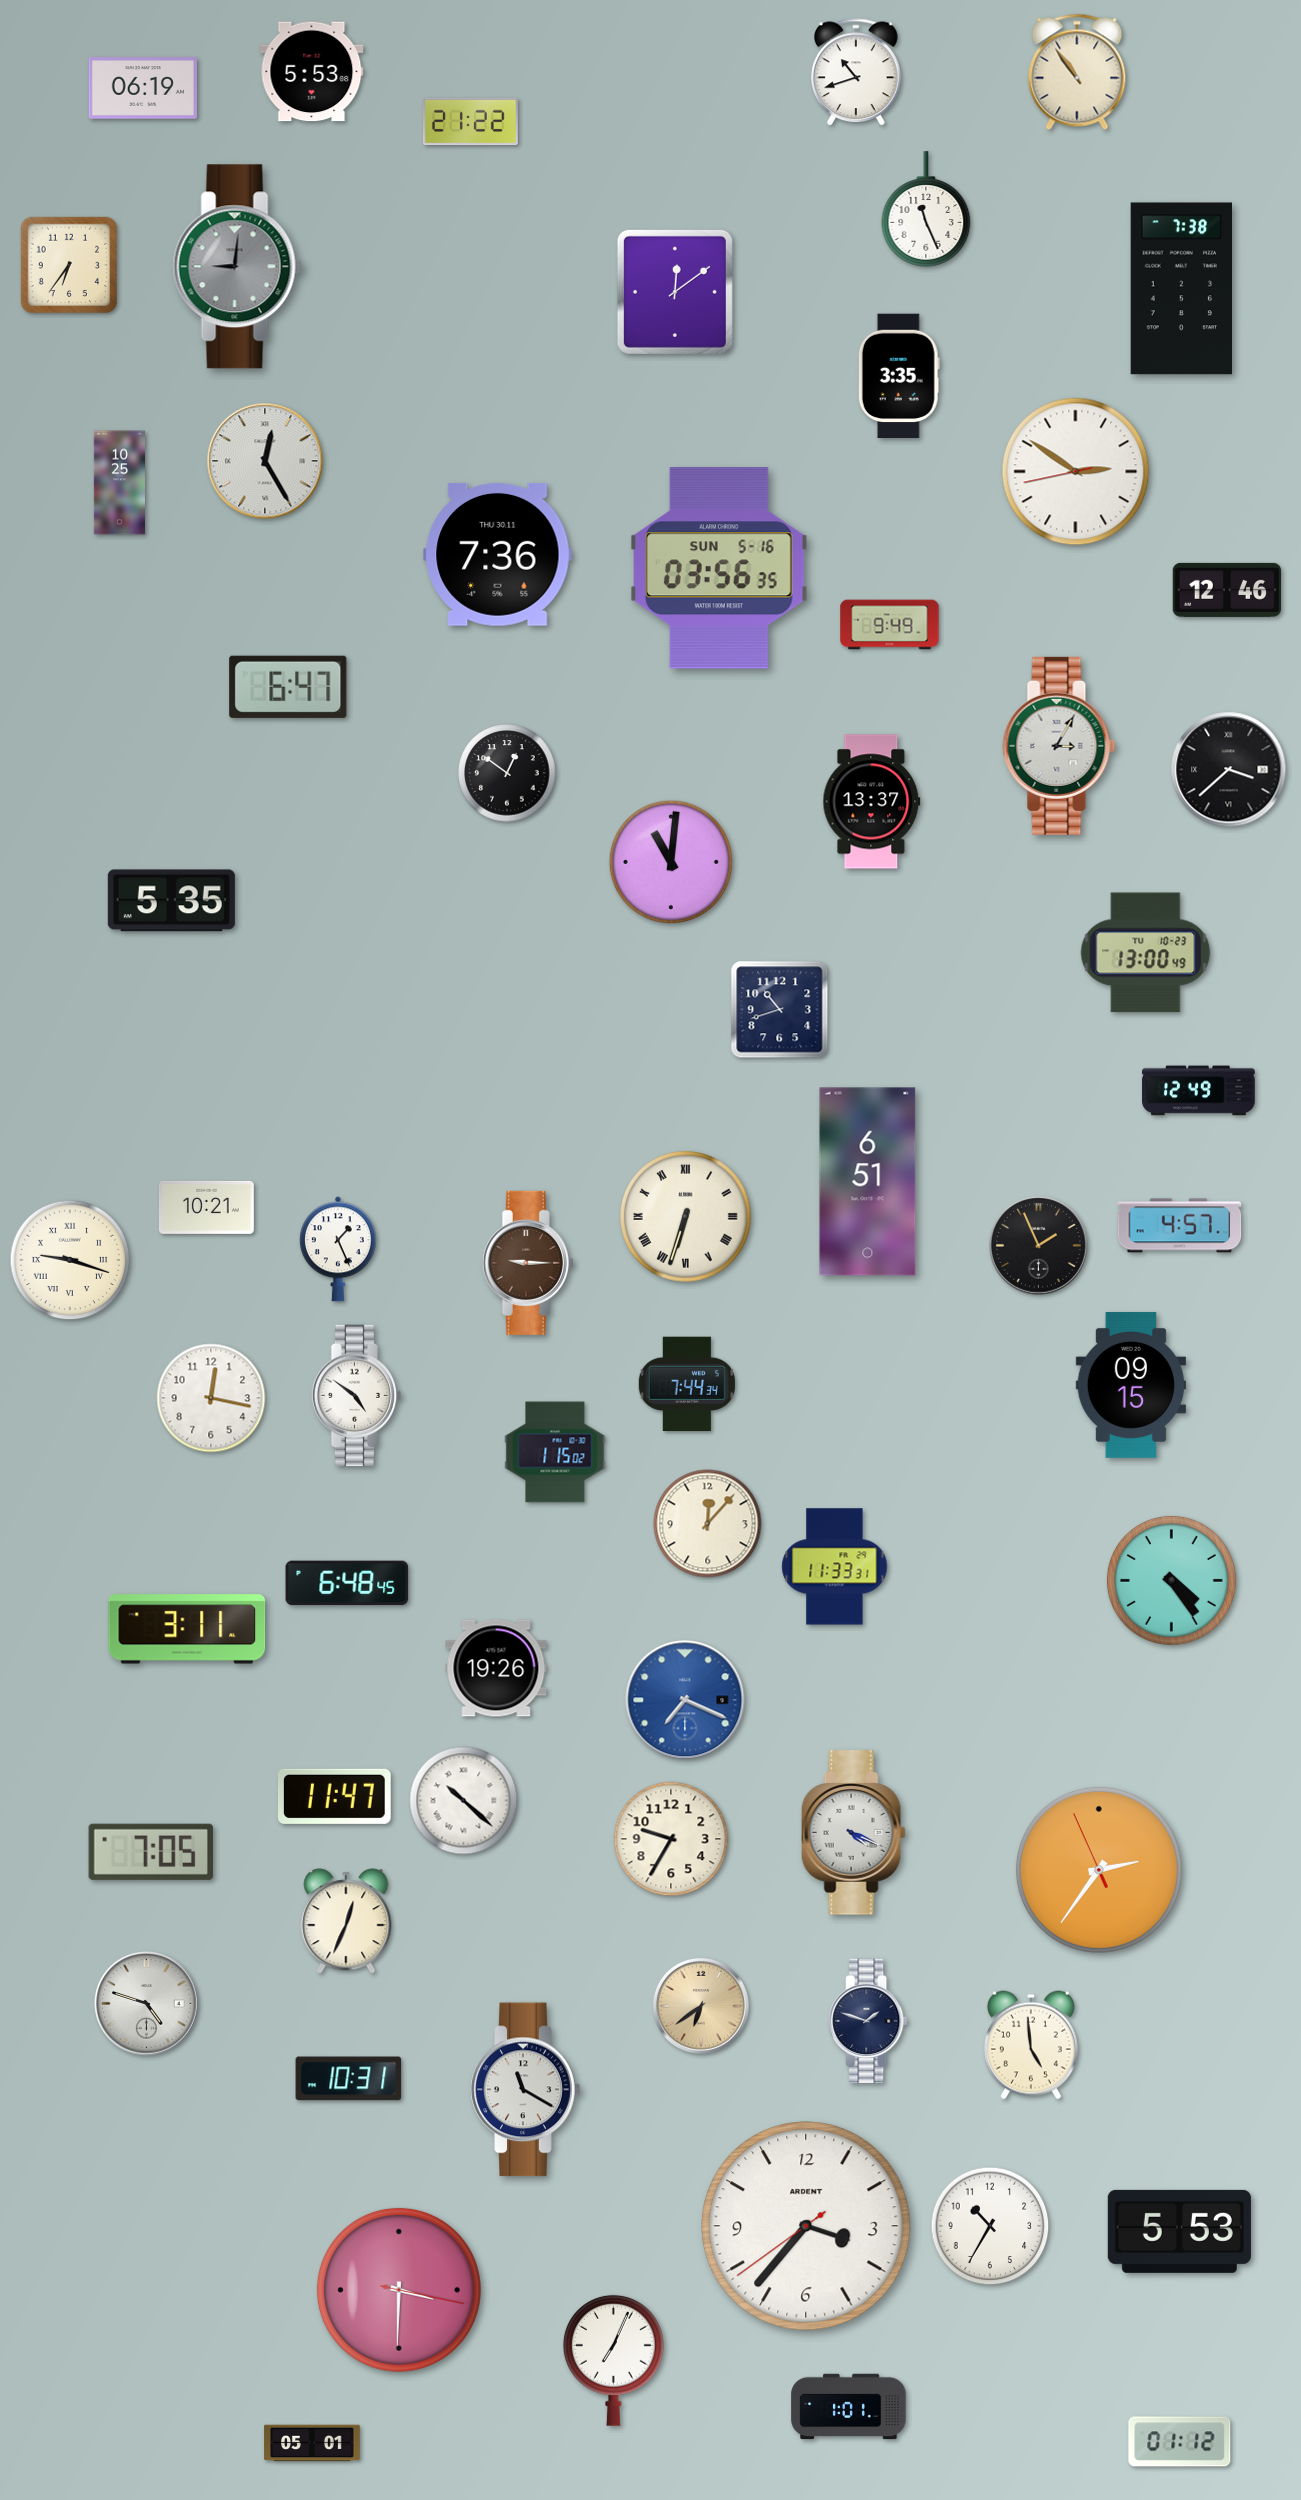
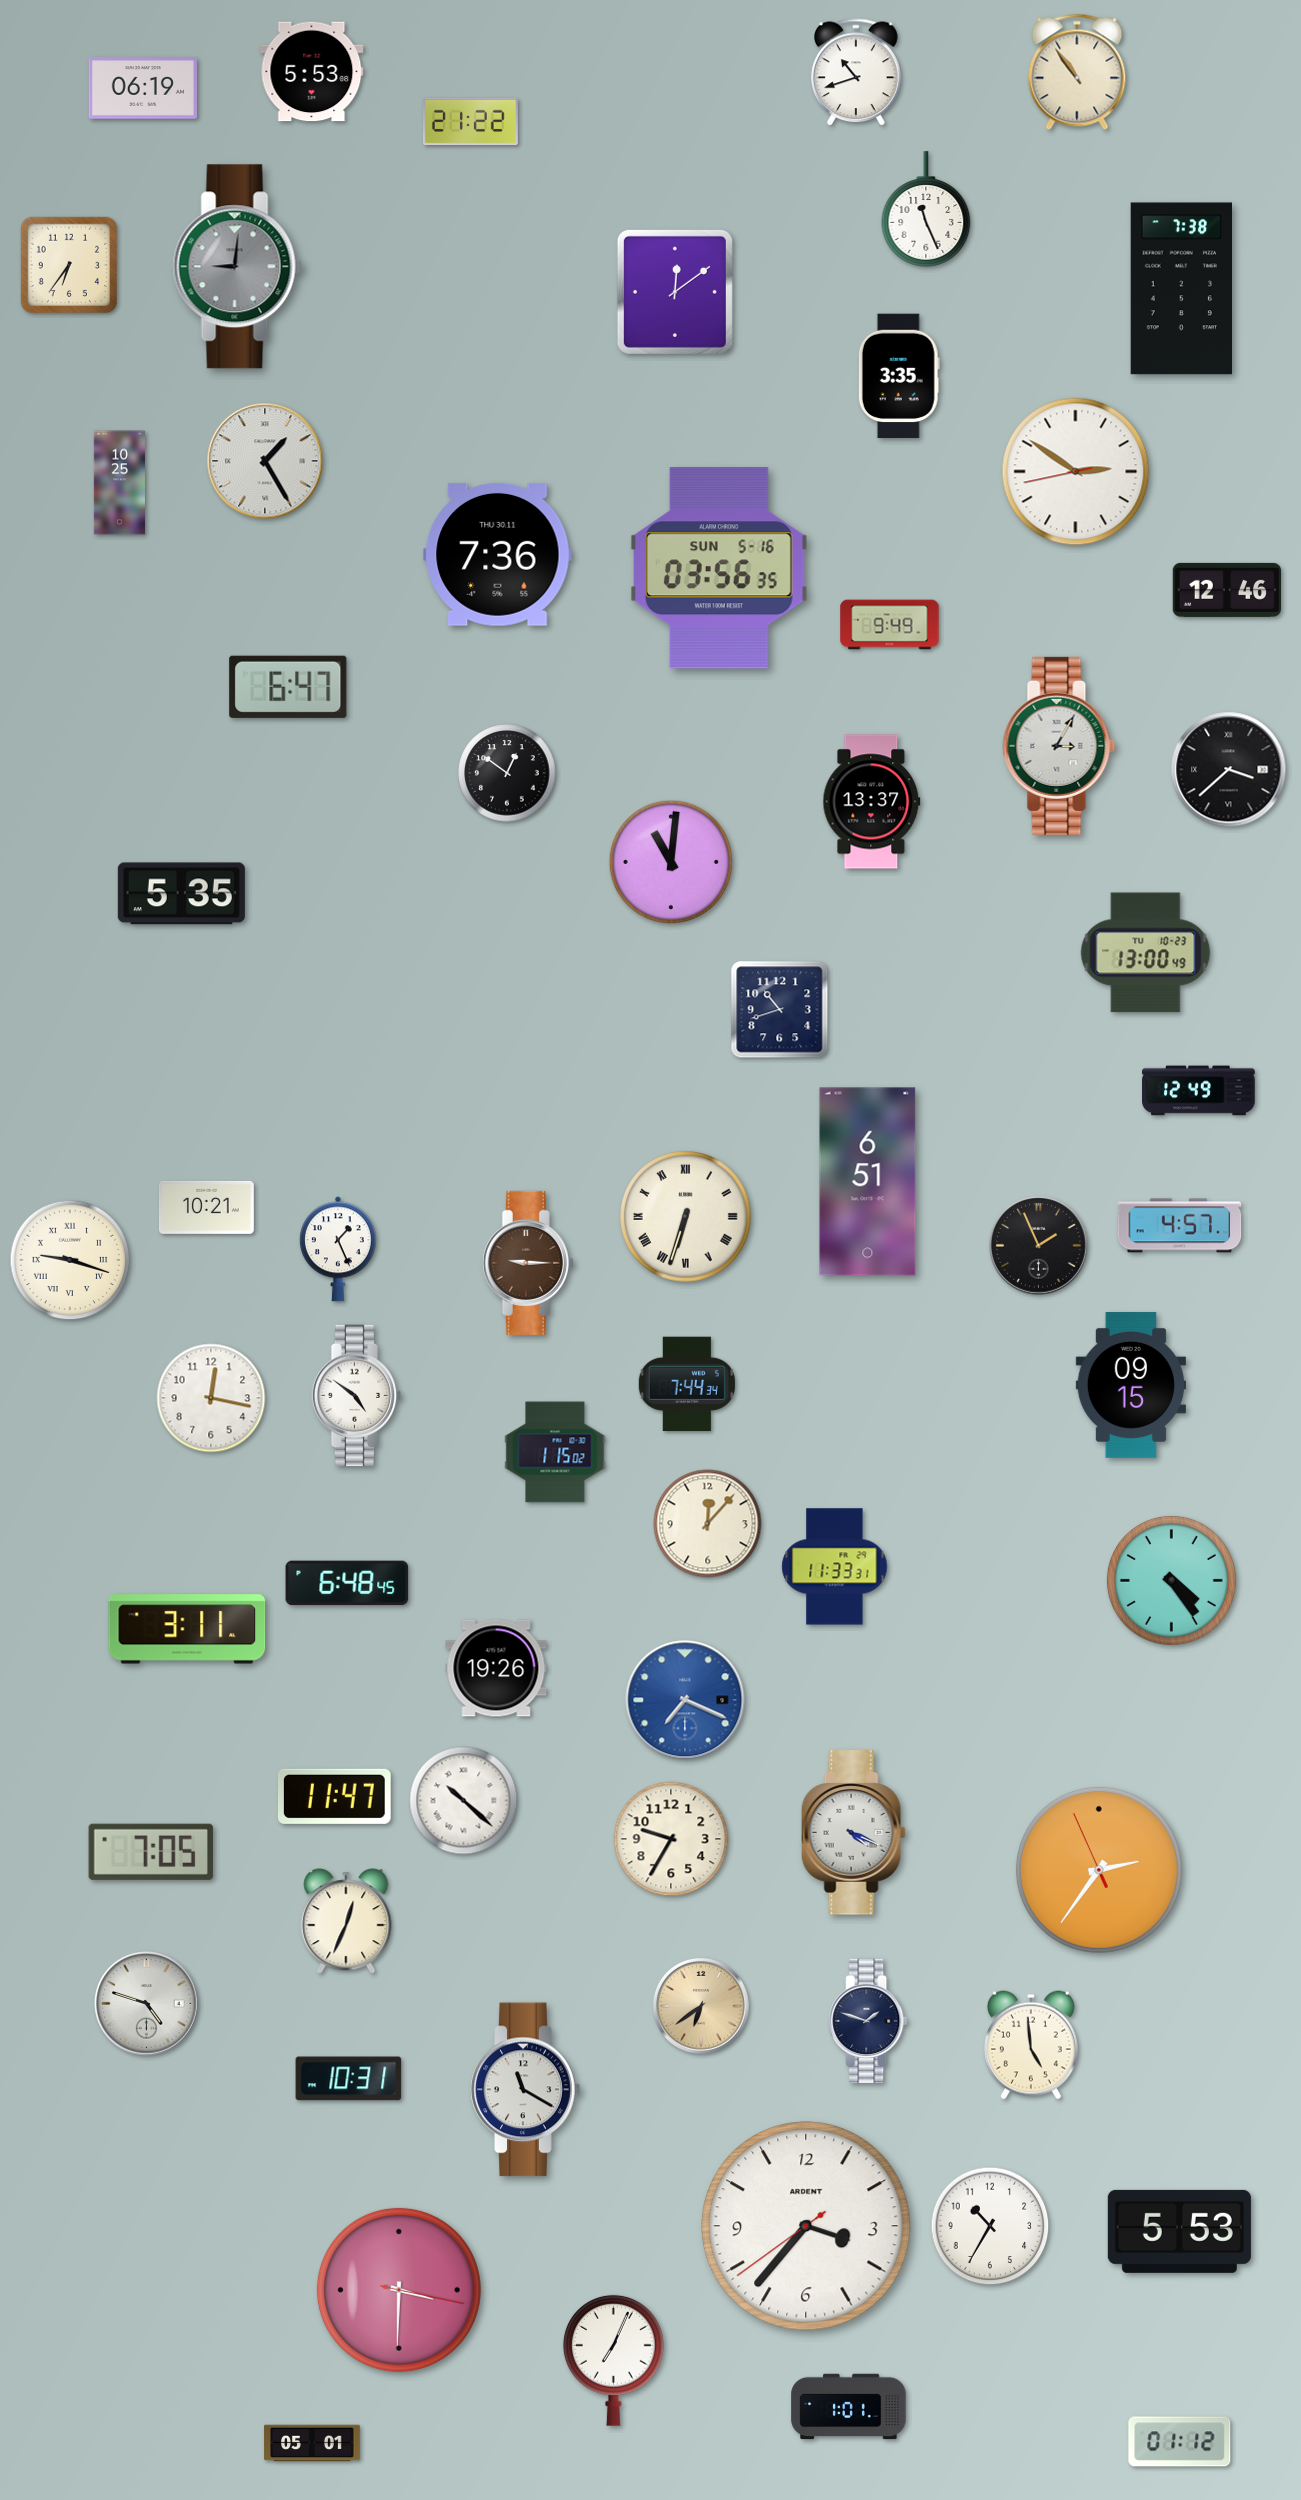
clock at (265, 461): 12:25 -> 1:25
clock at (171, 901) position: (171, 901) -> (181, 894)
